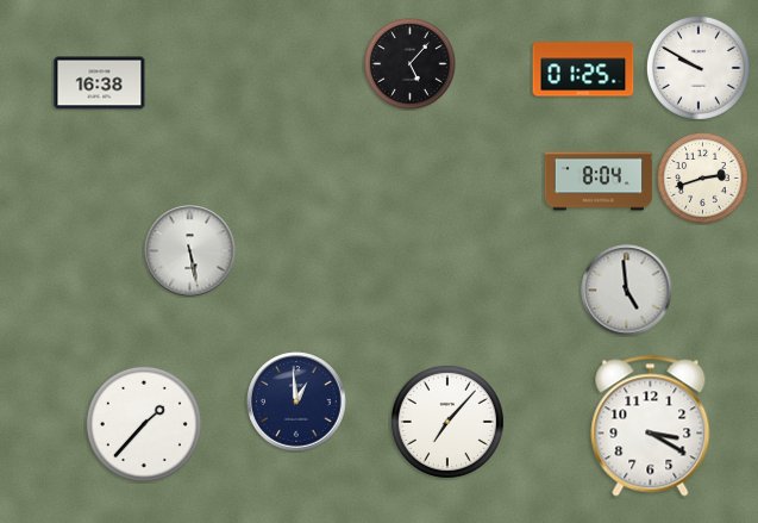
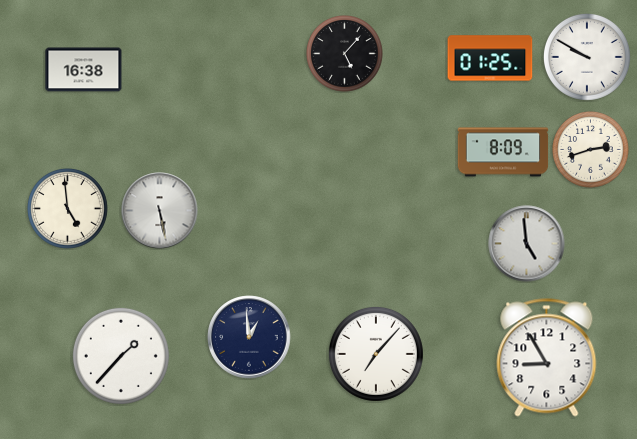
clock at (599, 181): 8:04 -> 8:09
clock at (68, 209): none -> 4:59
clock at (651, 427): 3:20 -> 8:55
